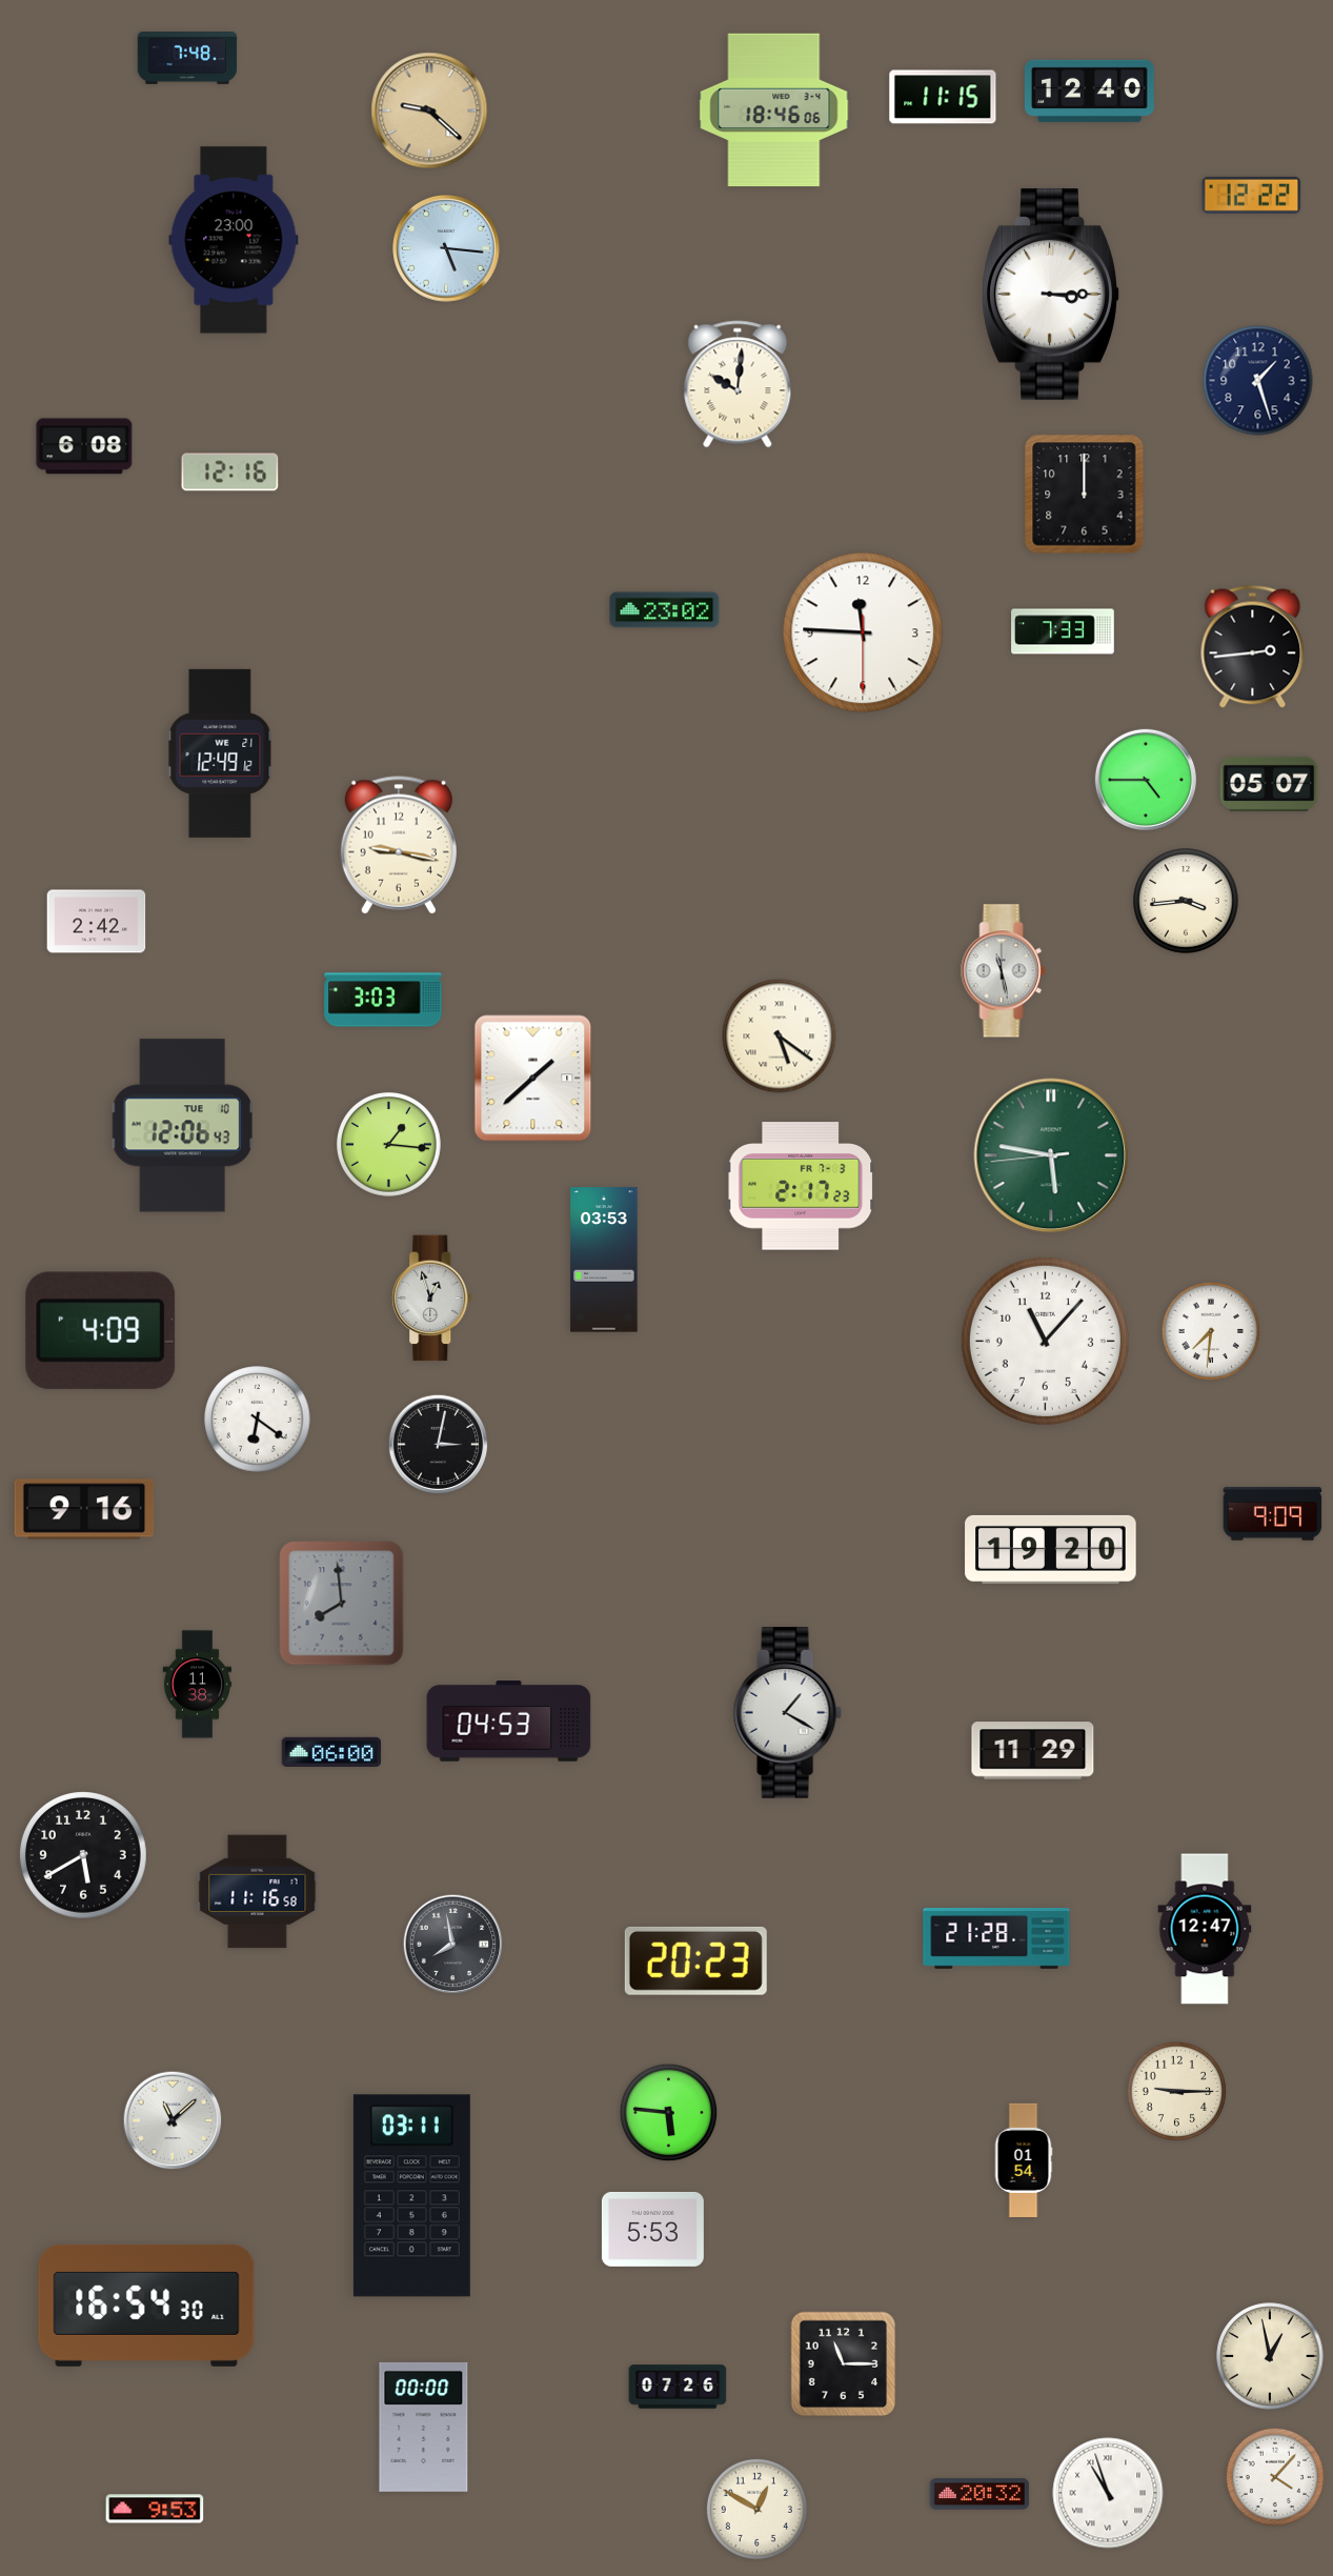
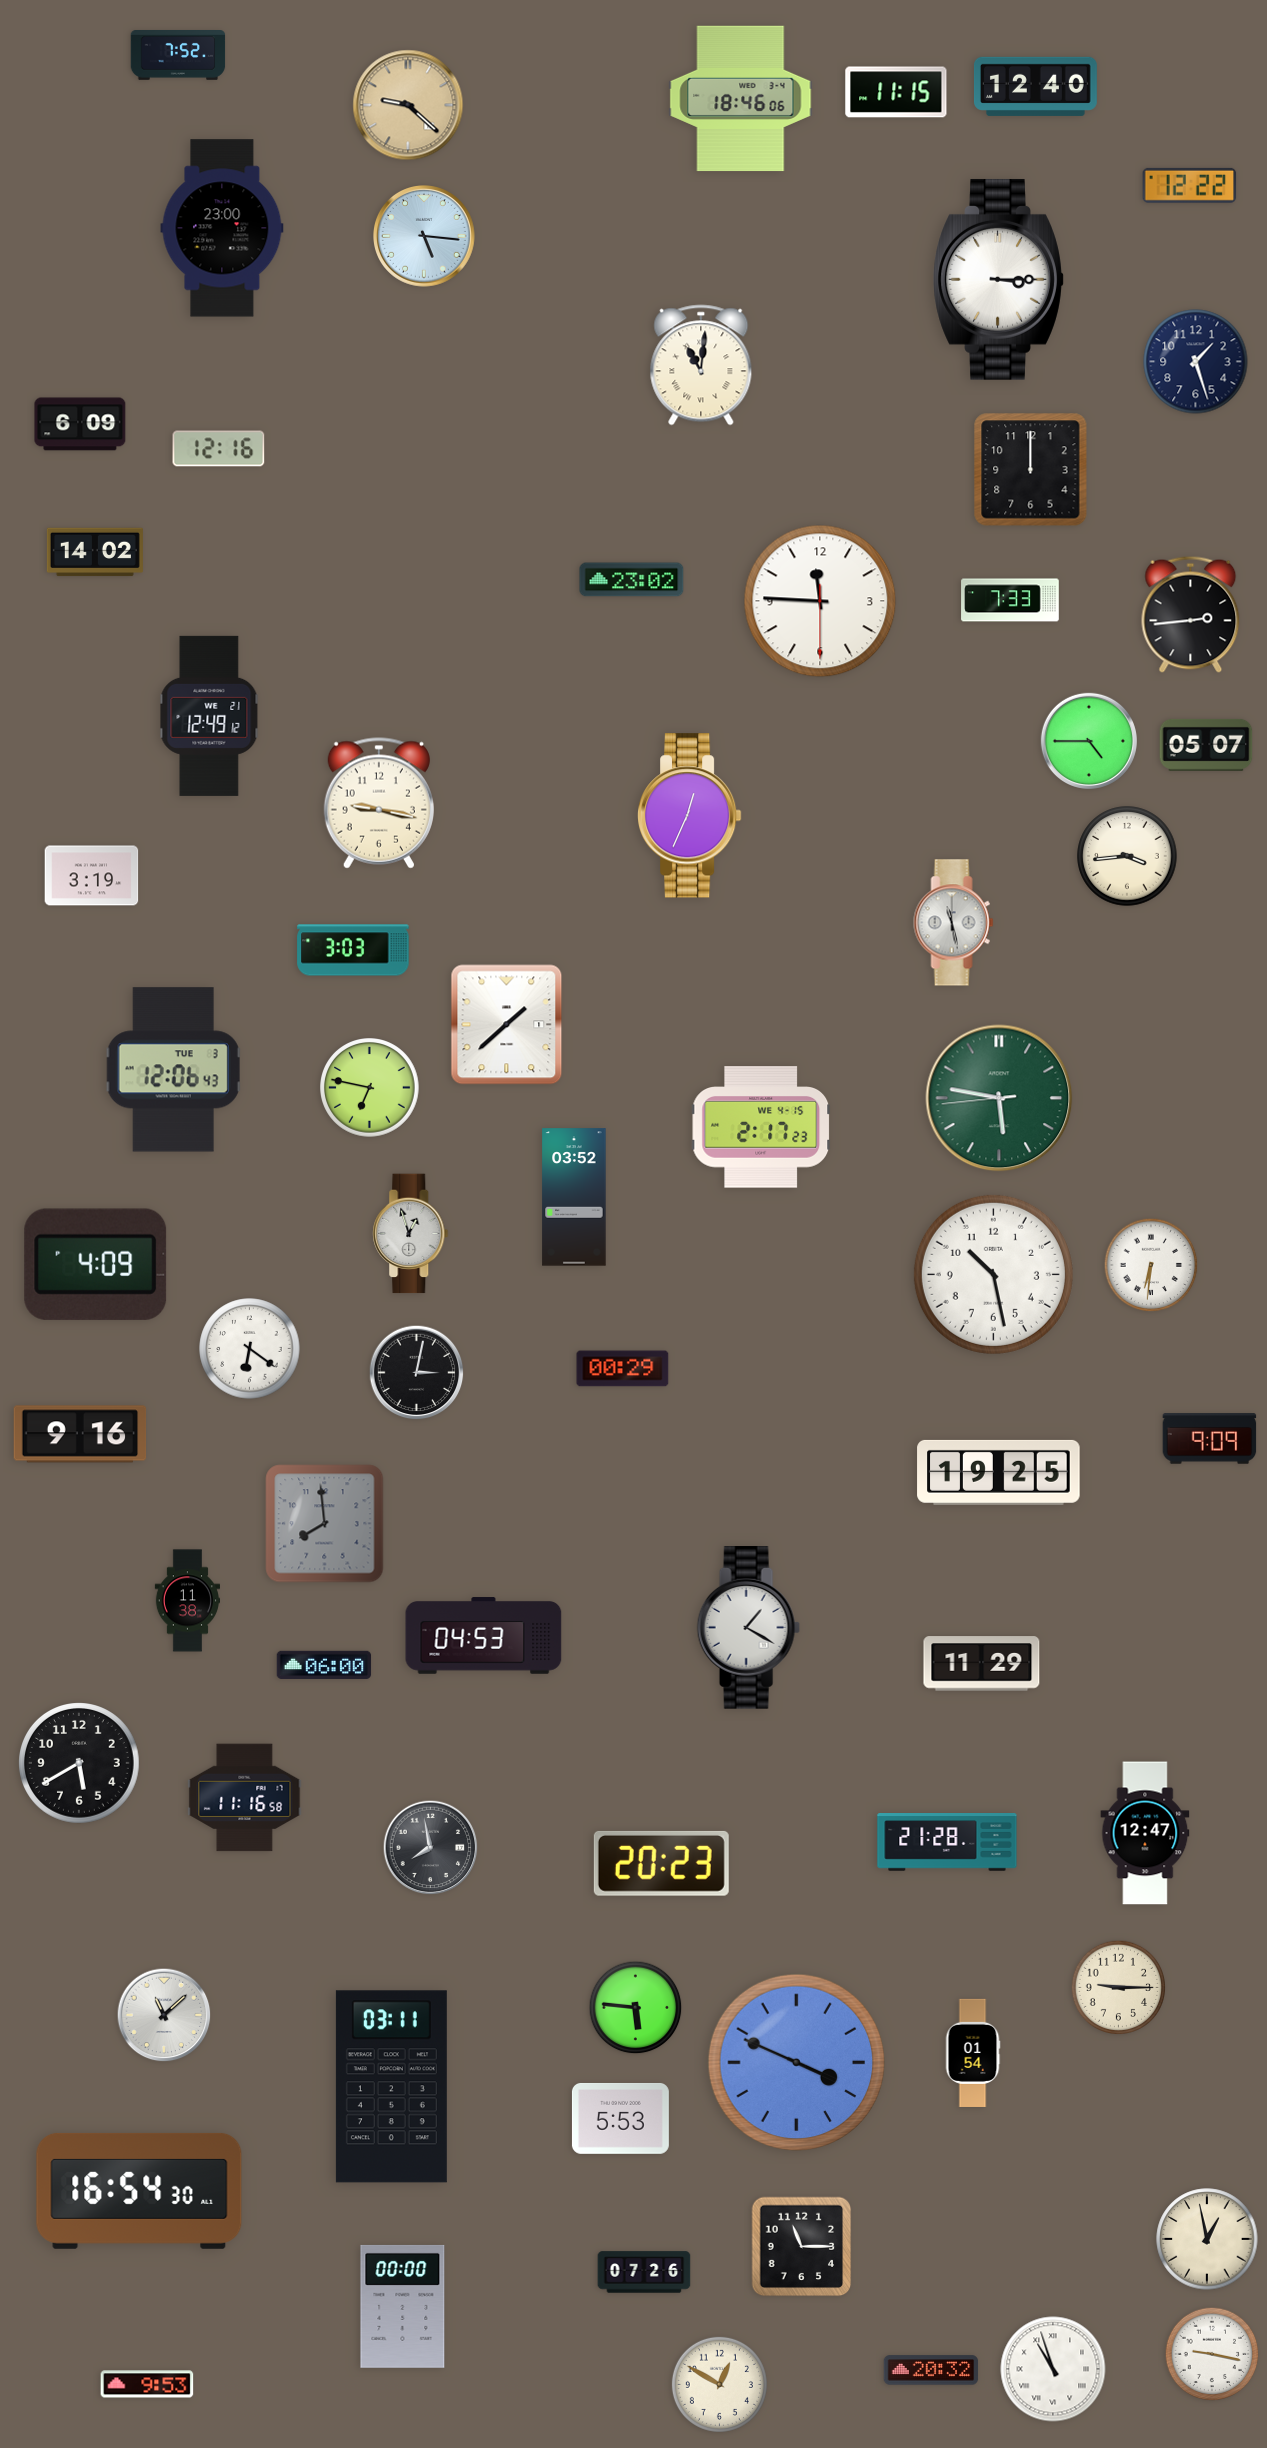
clock at (187, 59): 7:48 -> 7:52
clock at (774, 110) position: (774, 110) -> (741, 99)
clock at (738, 384): 10:01 -> 11:01
clock at (84, 446): 6:08 -> 6:09
clock at (95, 552): none -> 14:02
clock at (689, 816): none -> 12:34
clock at (97, 922): 2:42 -> 3:19
clock at (383, 1000) position: (383, 1000) -> (353, 950)
clock at (780, 1037): 5:21 -> none
clock at (183, 1126) date: TUE 10 -> TUE 3
clock at (389, 1145): 1:16 -> 6:47
clock at (801, 1186) date: FR 7-3 -> WE 4-15
clock at (604, 1260): 03:53 -> 03:52
clock at (1211, 1331): 7:31 -> 6:31
clock at (1045, 1341): 11:07 -> 10:28
clock at (258, 1420) position: (258, 1420) -> (250, 1349)
clock at (623, 1369): none -> 00:29
clock at (1051, 1549): 19:20 -> 19:25
clock at (331, 1751) position: (331, 1751) -> (324, 1664)
clock at (797, 2063): none -> 3:49
clock at (678, 2387) position: (678, 2387) -> (644, 2272)
clock at (1275, 2477): 4:07 -> 9:17
